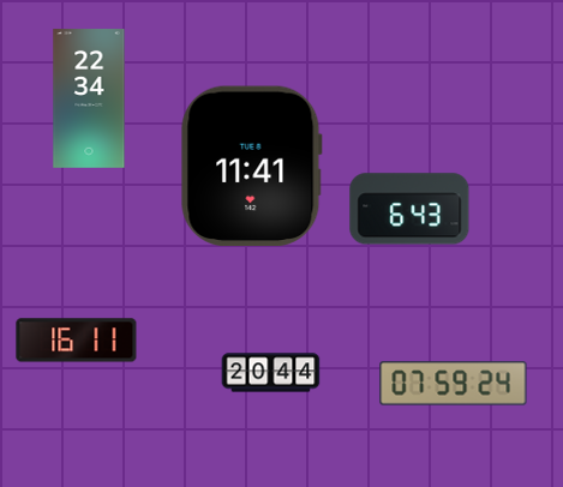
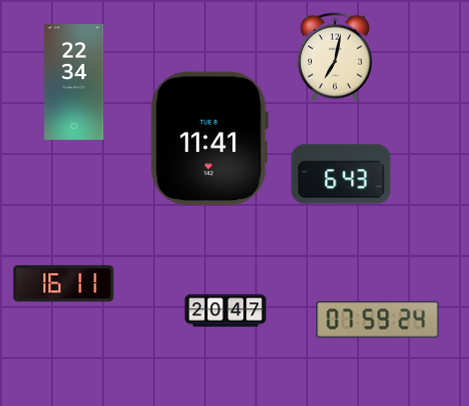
clock at (335, 57): none -> 7:02
clock at (271, 373): 20:44 -> 20:47
